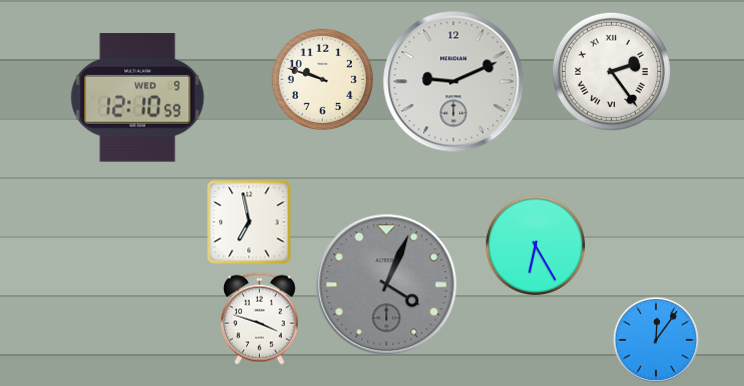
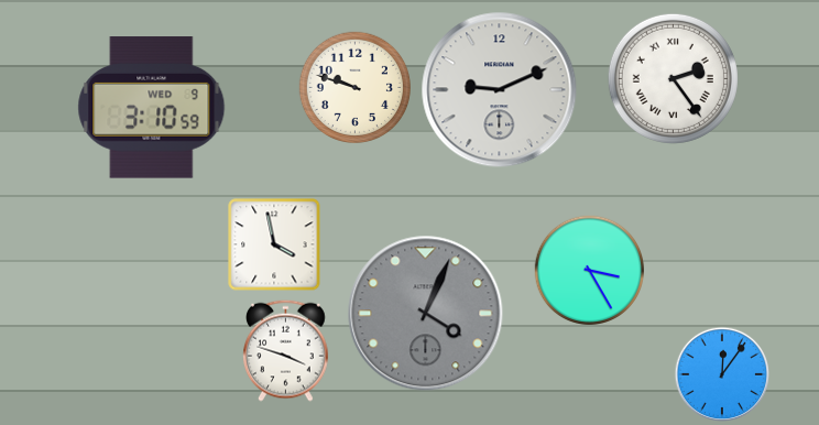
clock at (138, 98): 12:10 -> 3:10
clock at (249, 222): 6:58 -> 3:58
clock at (535, 245): 6:25 -> 3:25
